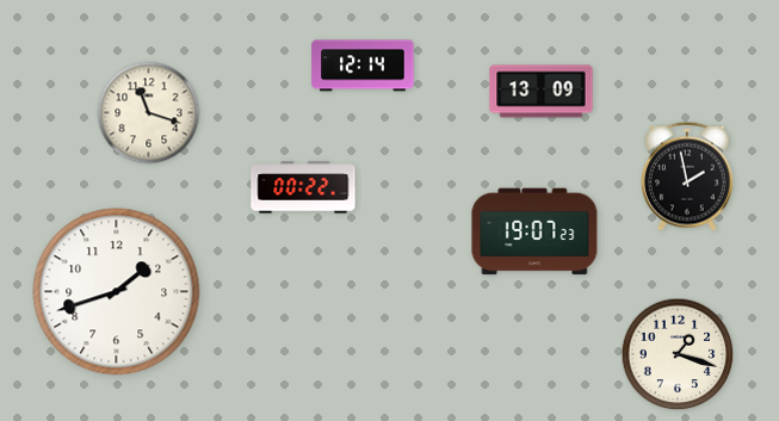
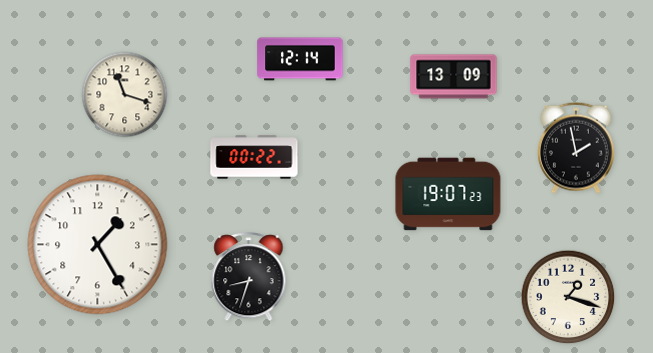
clock at (363, 66) position: (363, 66) -> (300, 59)
clock at (117, 292): 1:42 -> 1:25
clock at (249, 277): none -> 8:33
